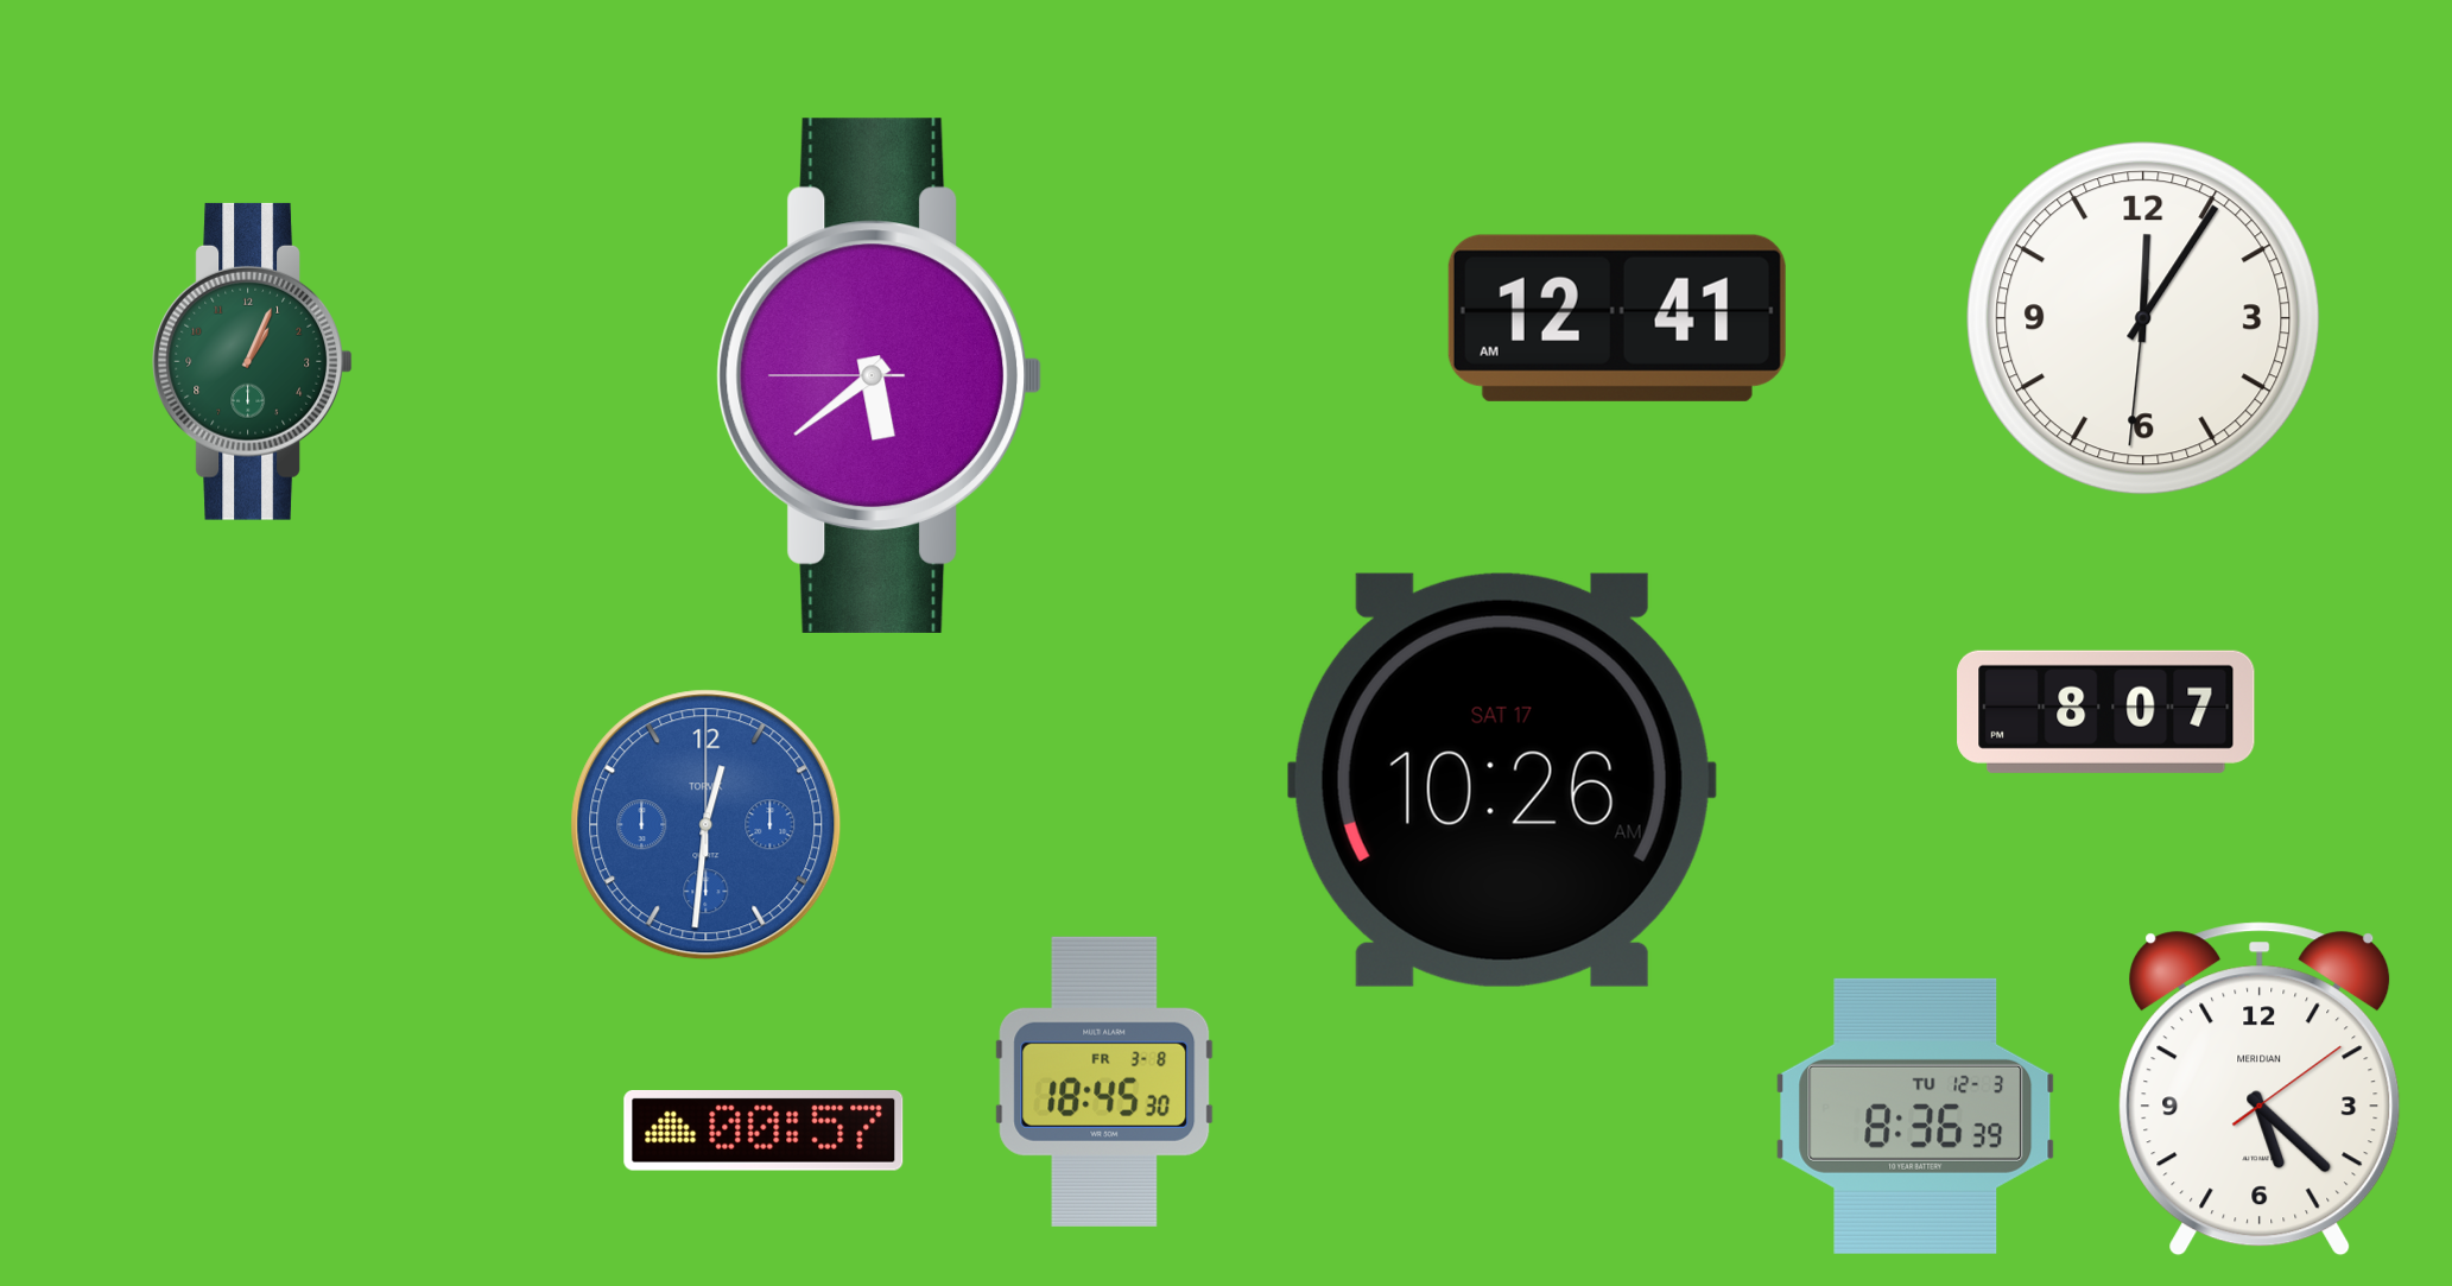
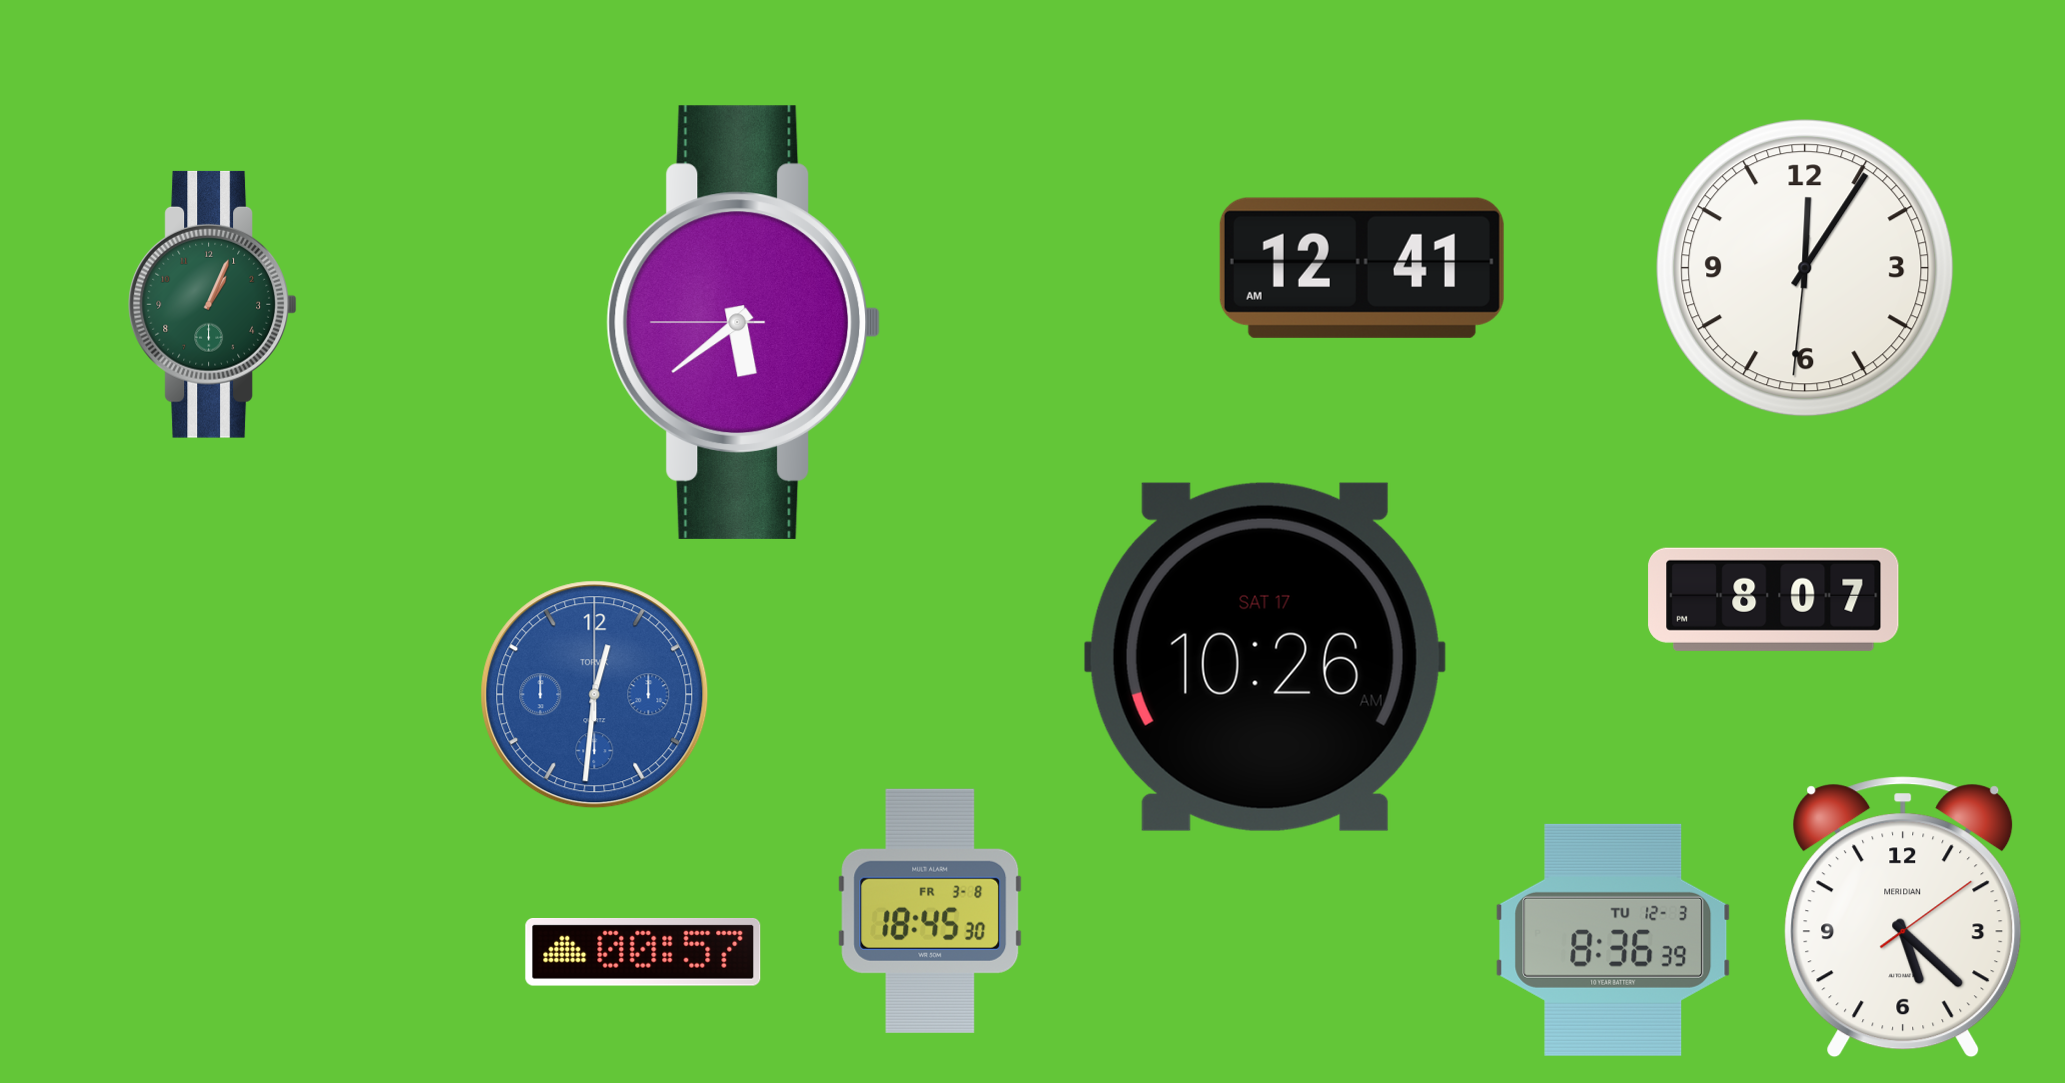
clock at (879, 375) position: (879, 375) -> (743, 322)
